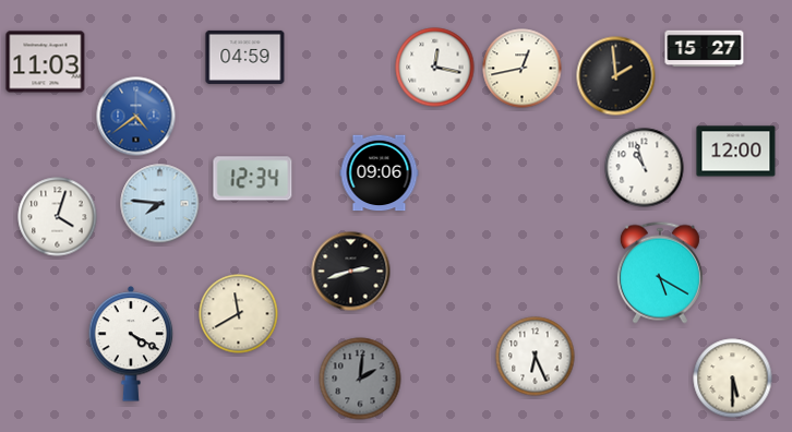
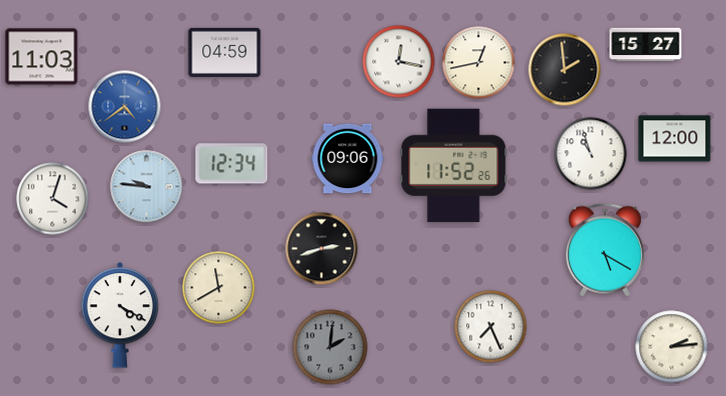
clock at (454, 166): none -> 11:52
clock at (160, 204): 7:46 -> 9:46
clock at (536, 357): 6:26 -> 7:26
clock at (733, 379): 5:30 -> 2:14
